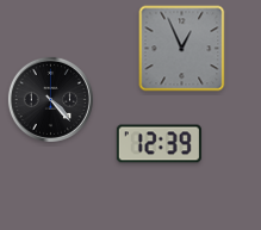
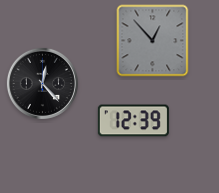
clock at (182, 49): 12:56 -> 12:53
clock at (50, 99): 4:23 -> 12:23
